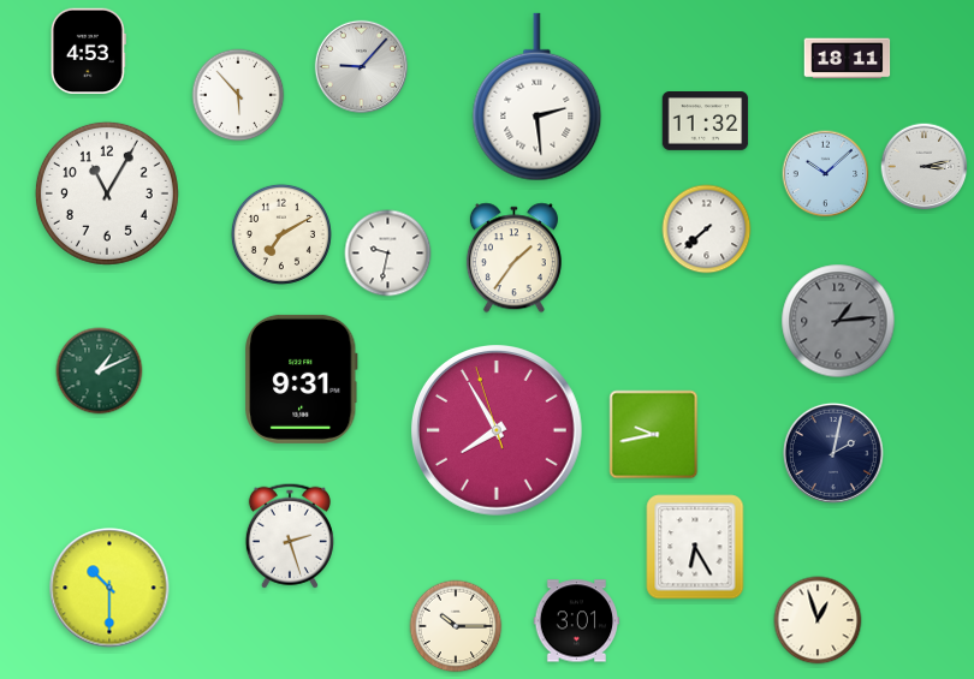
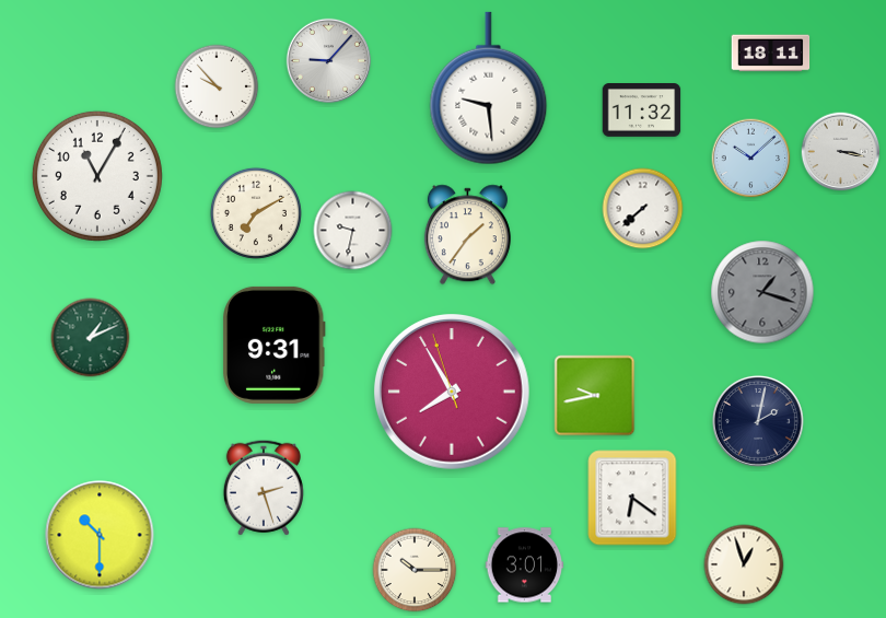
clock at (88, 52): 4:53 -> none
clock at (238, 95): 5:53 -> 9:53
clock at (538, 97): 2:29 -> 9:29
clock at (925, 167): 3:13 -> 3:17
clock at (838, 321): 1:14 -> 1:18
clock at (833, 453) position: (833, 453) -> (758, 421)
clock at (695, 547): 6:25 -> 6:21
